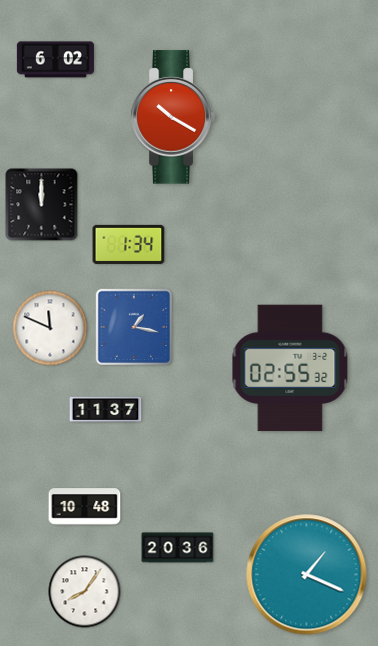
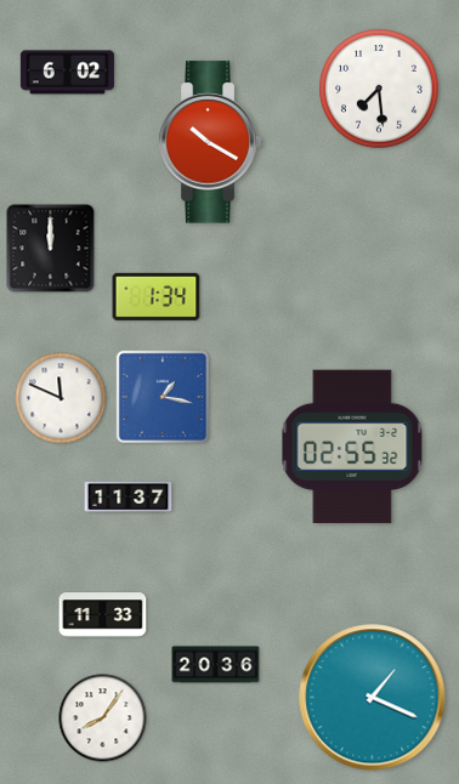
clock at (380, 90): none -> 7:29
clock at (85, 507): 10:48 -> 11:33
